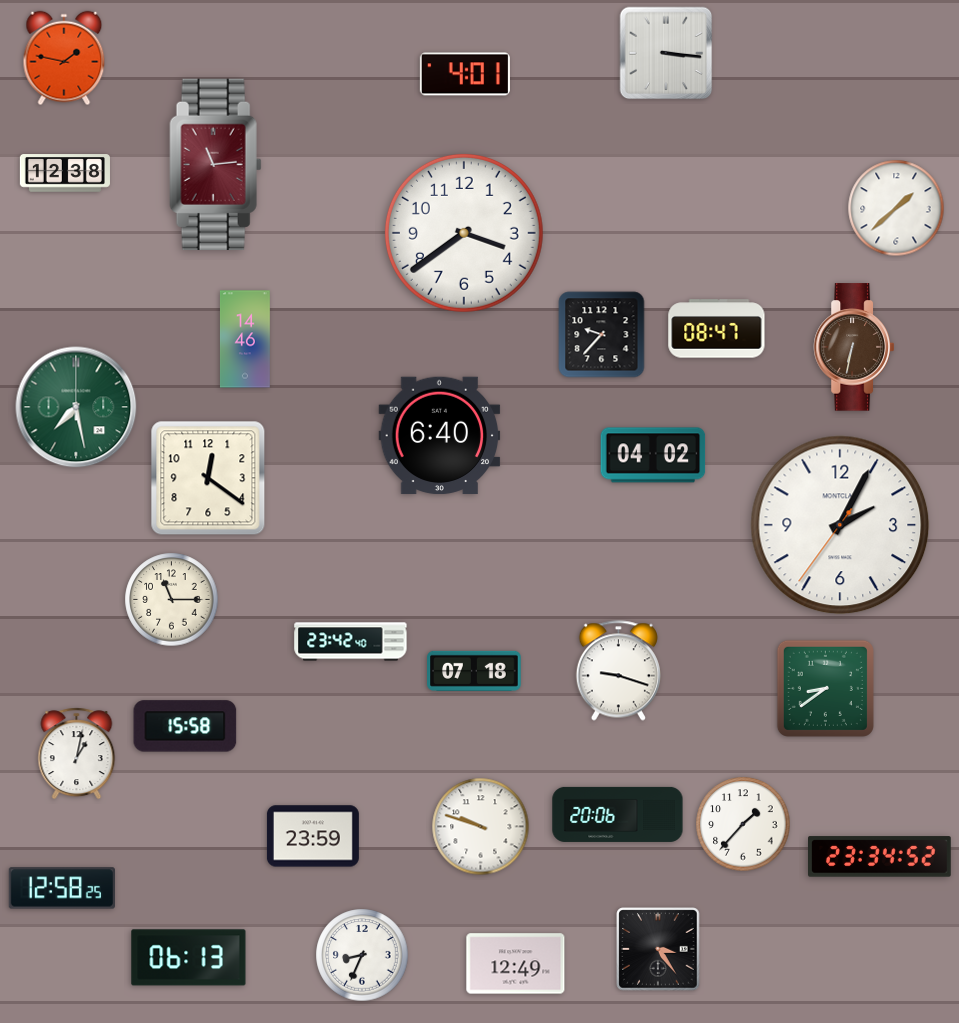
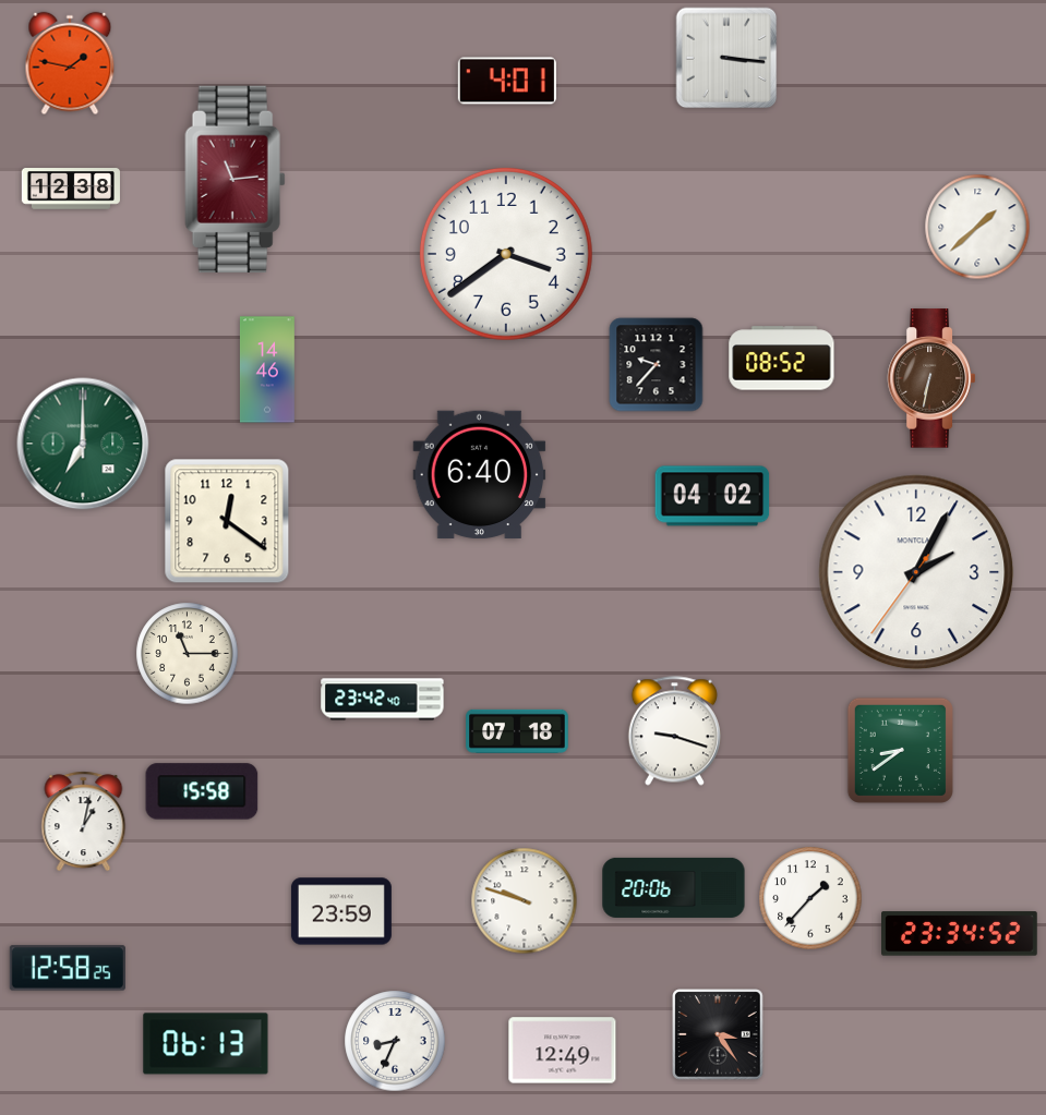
clock at (717, 329): 08:47 -> 08:52
clock at (76, 407): 7:28 -> 7:00
